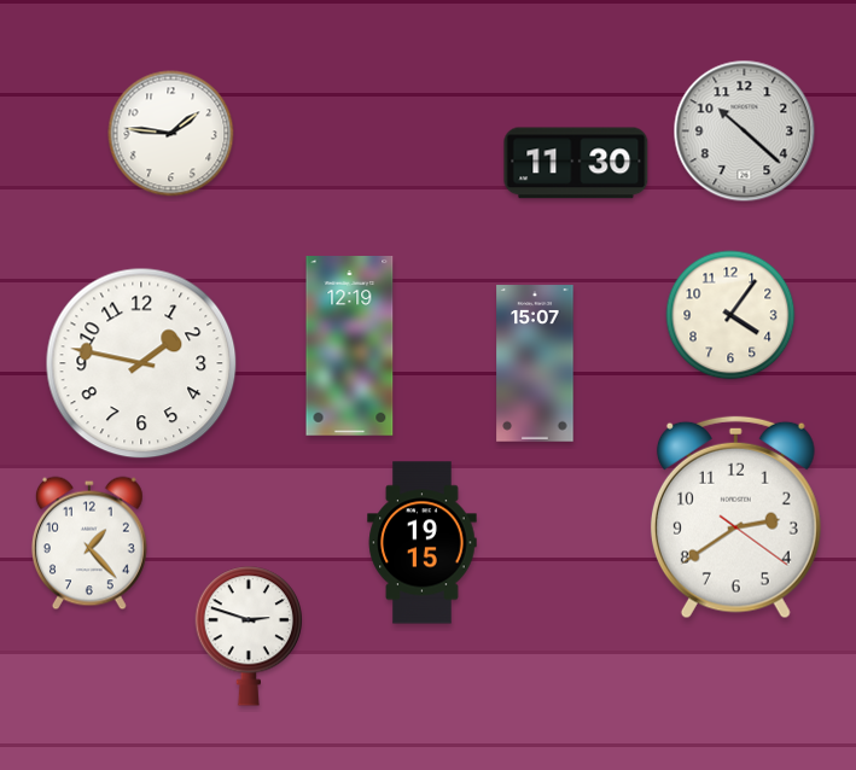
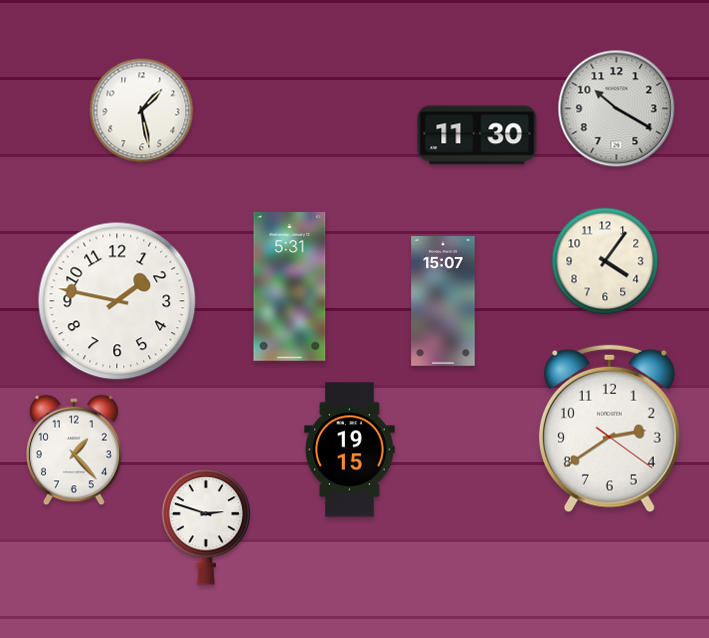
clock at (745, 132): 10:22 -> 10:20
clock at (171, 134): 1:46 -> 1:28
clock at (350, 346): 12:19 -> 5:31
